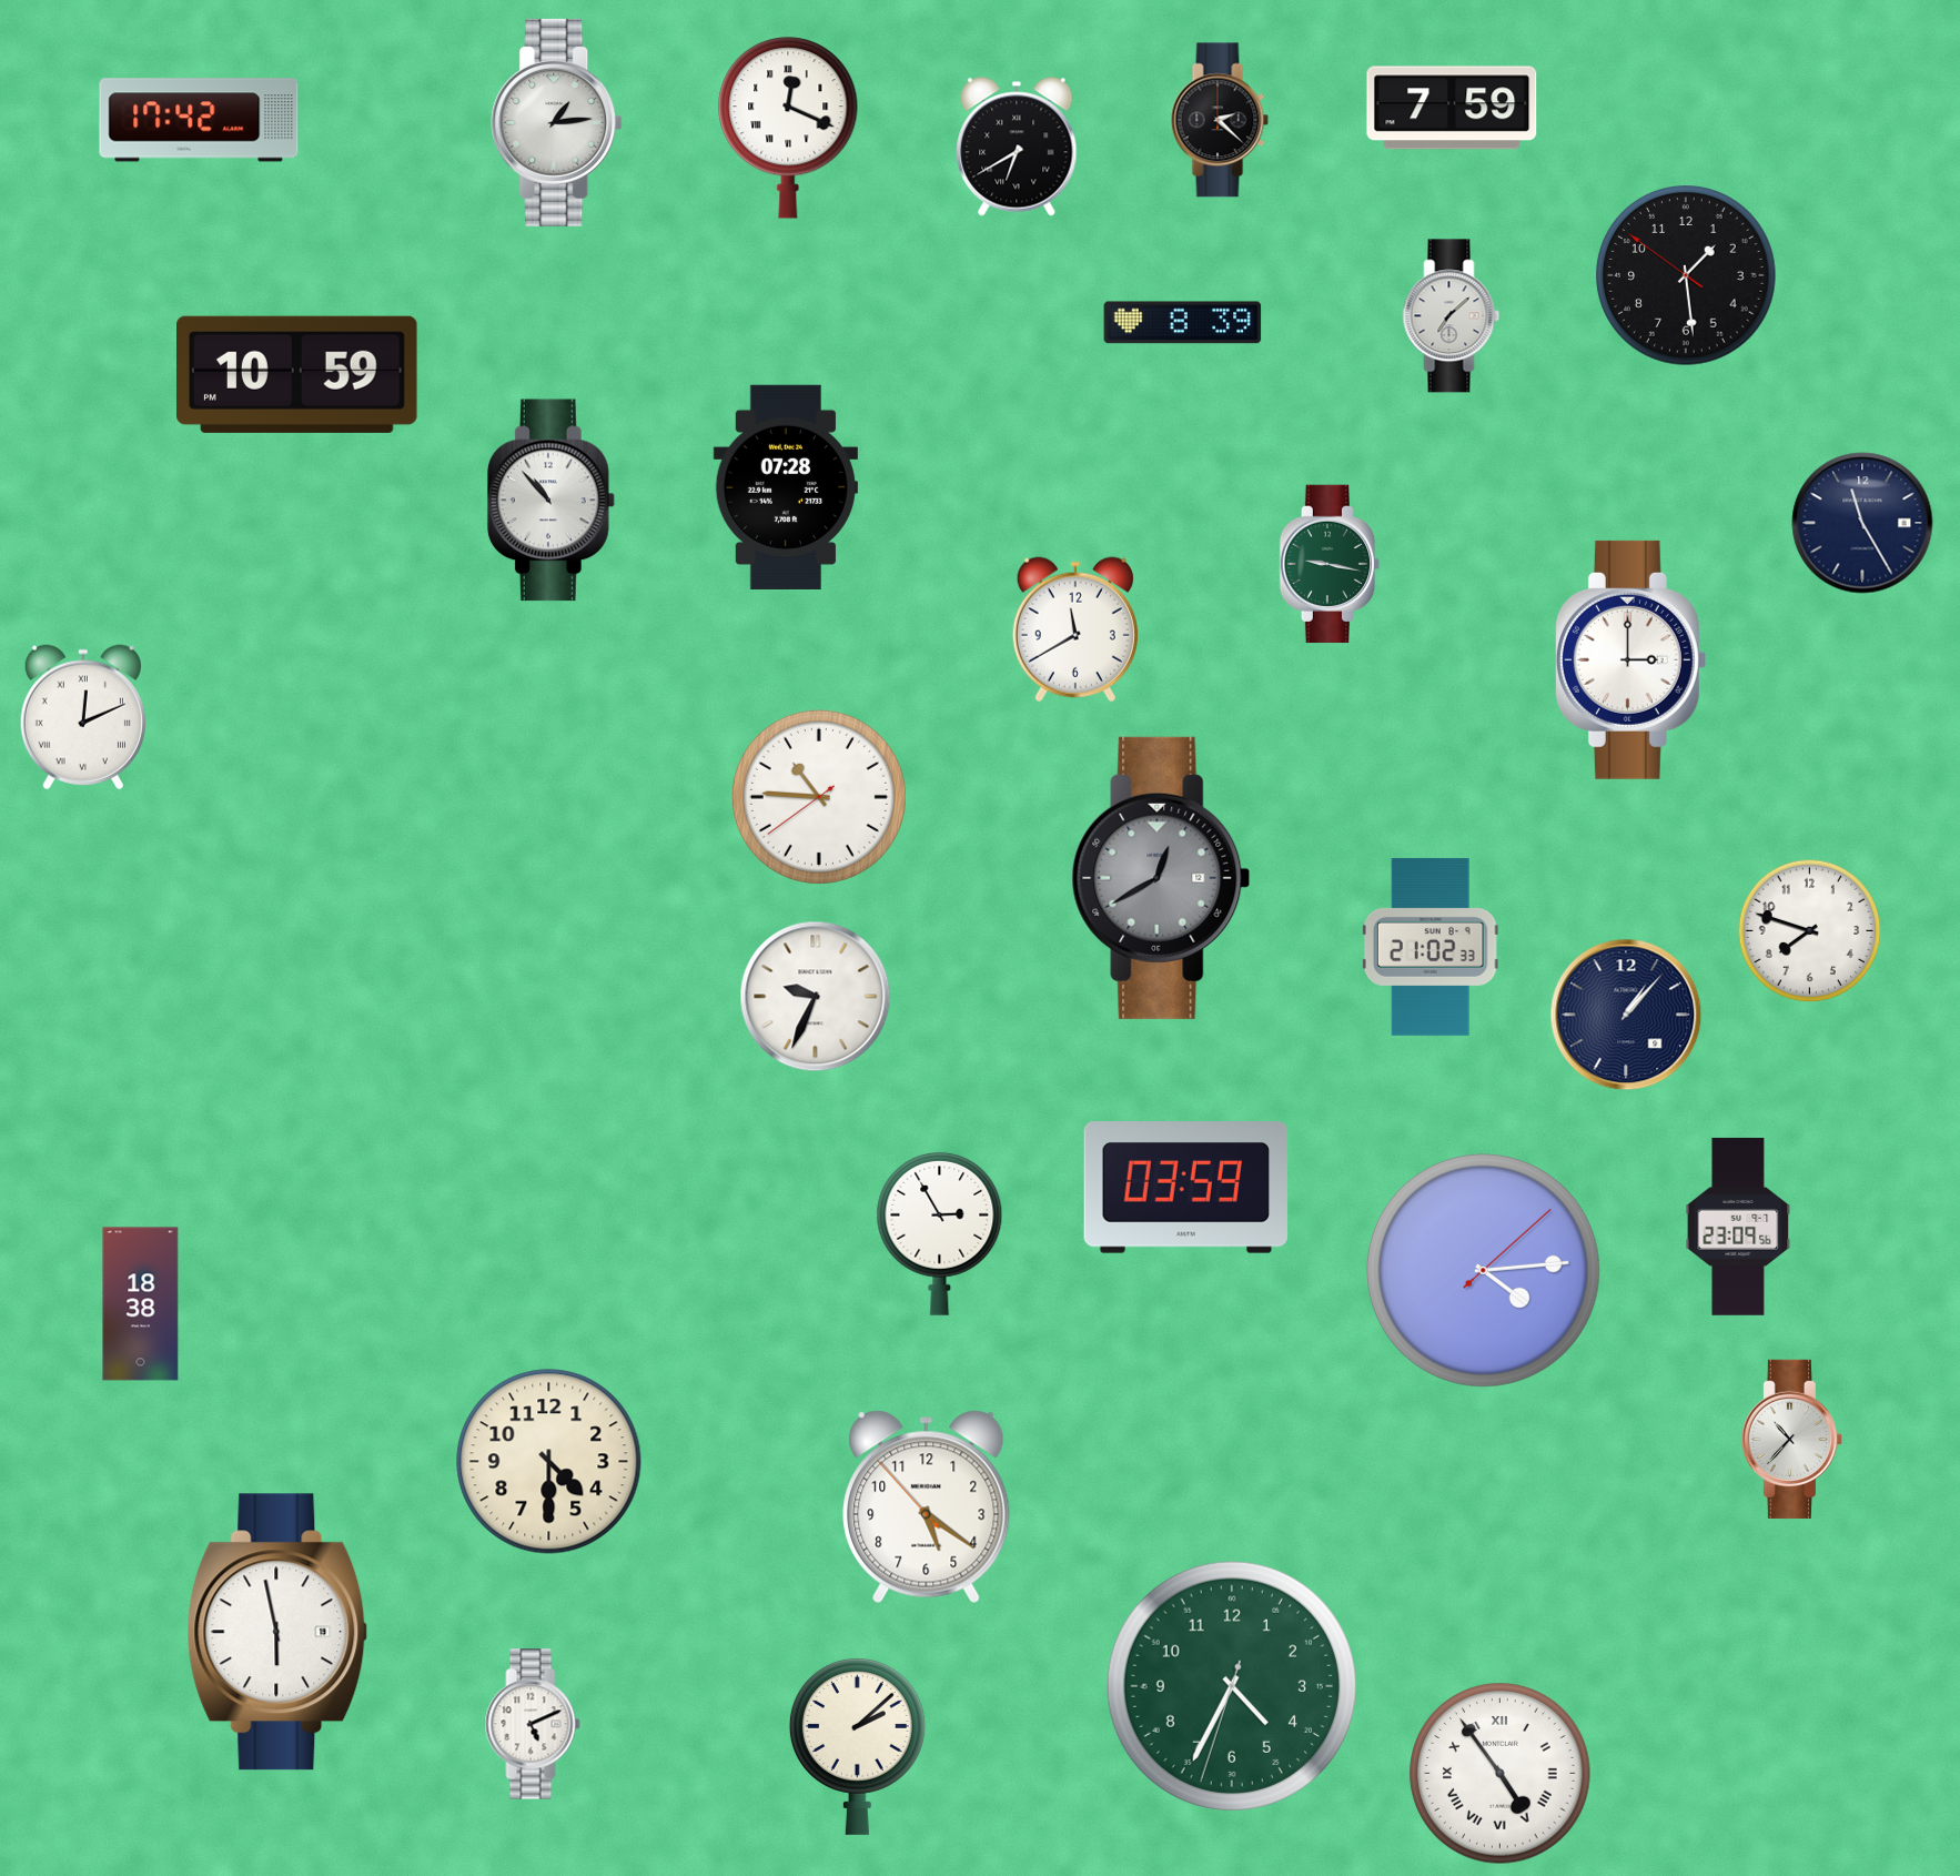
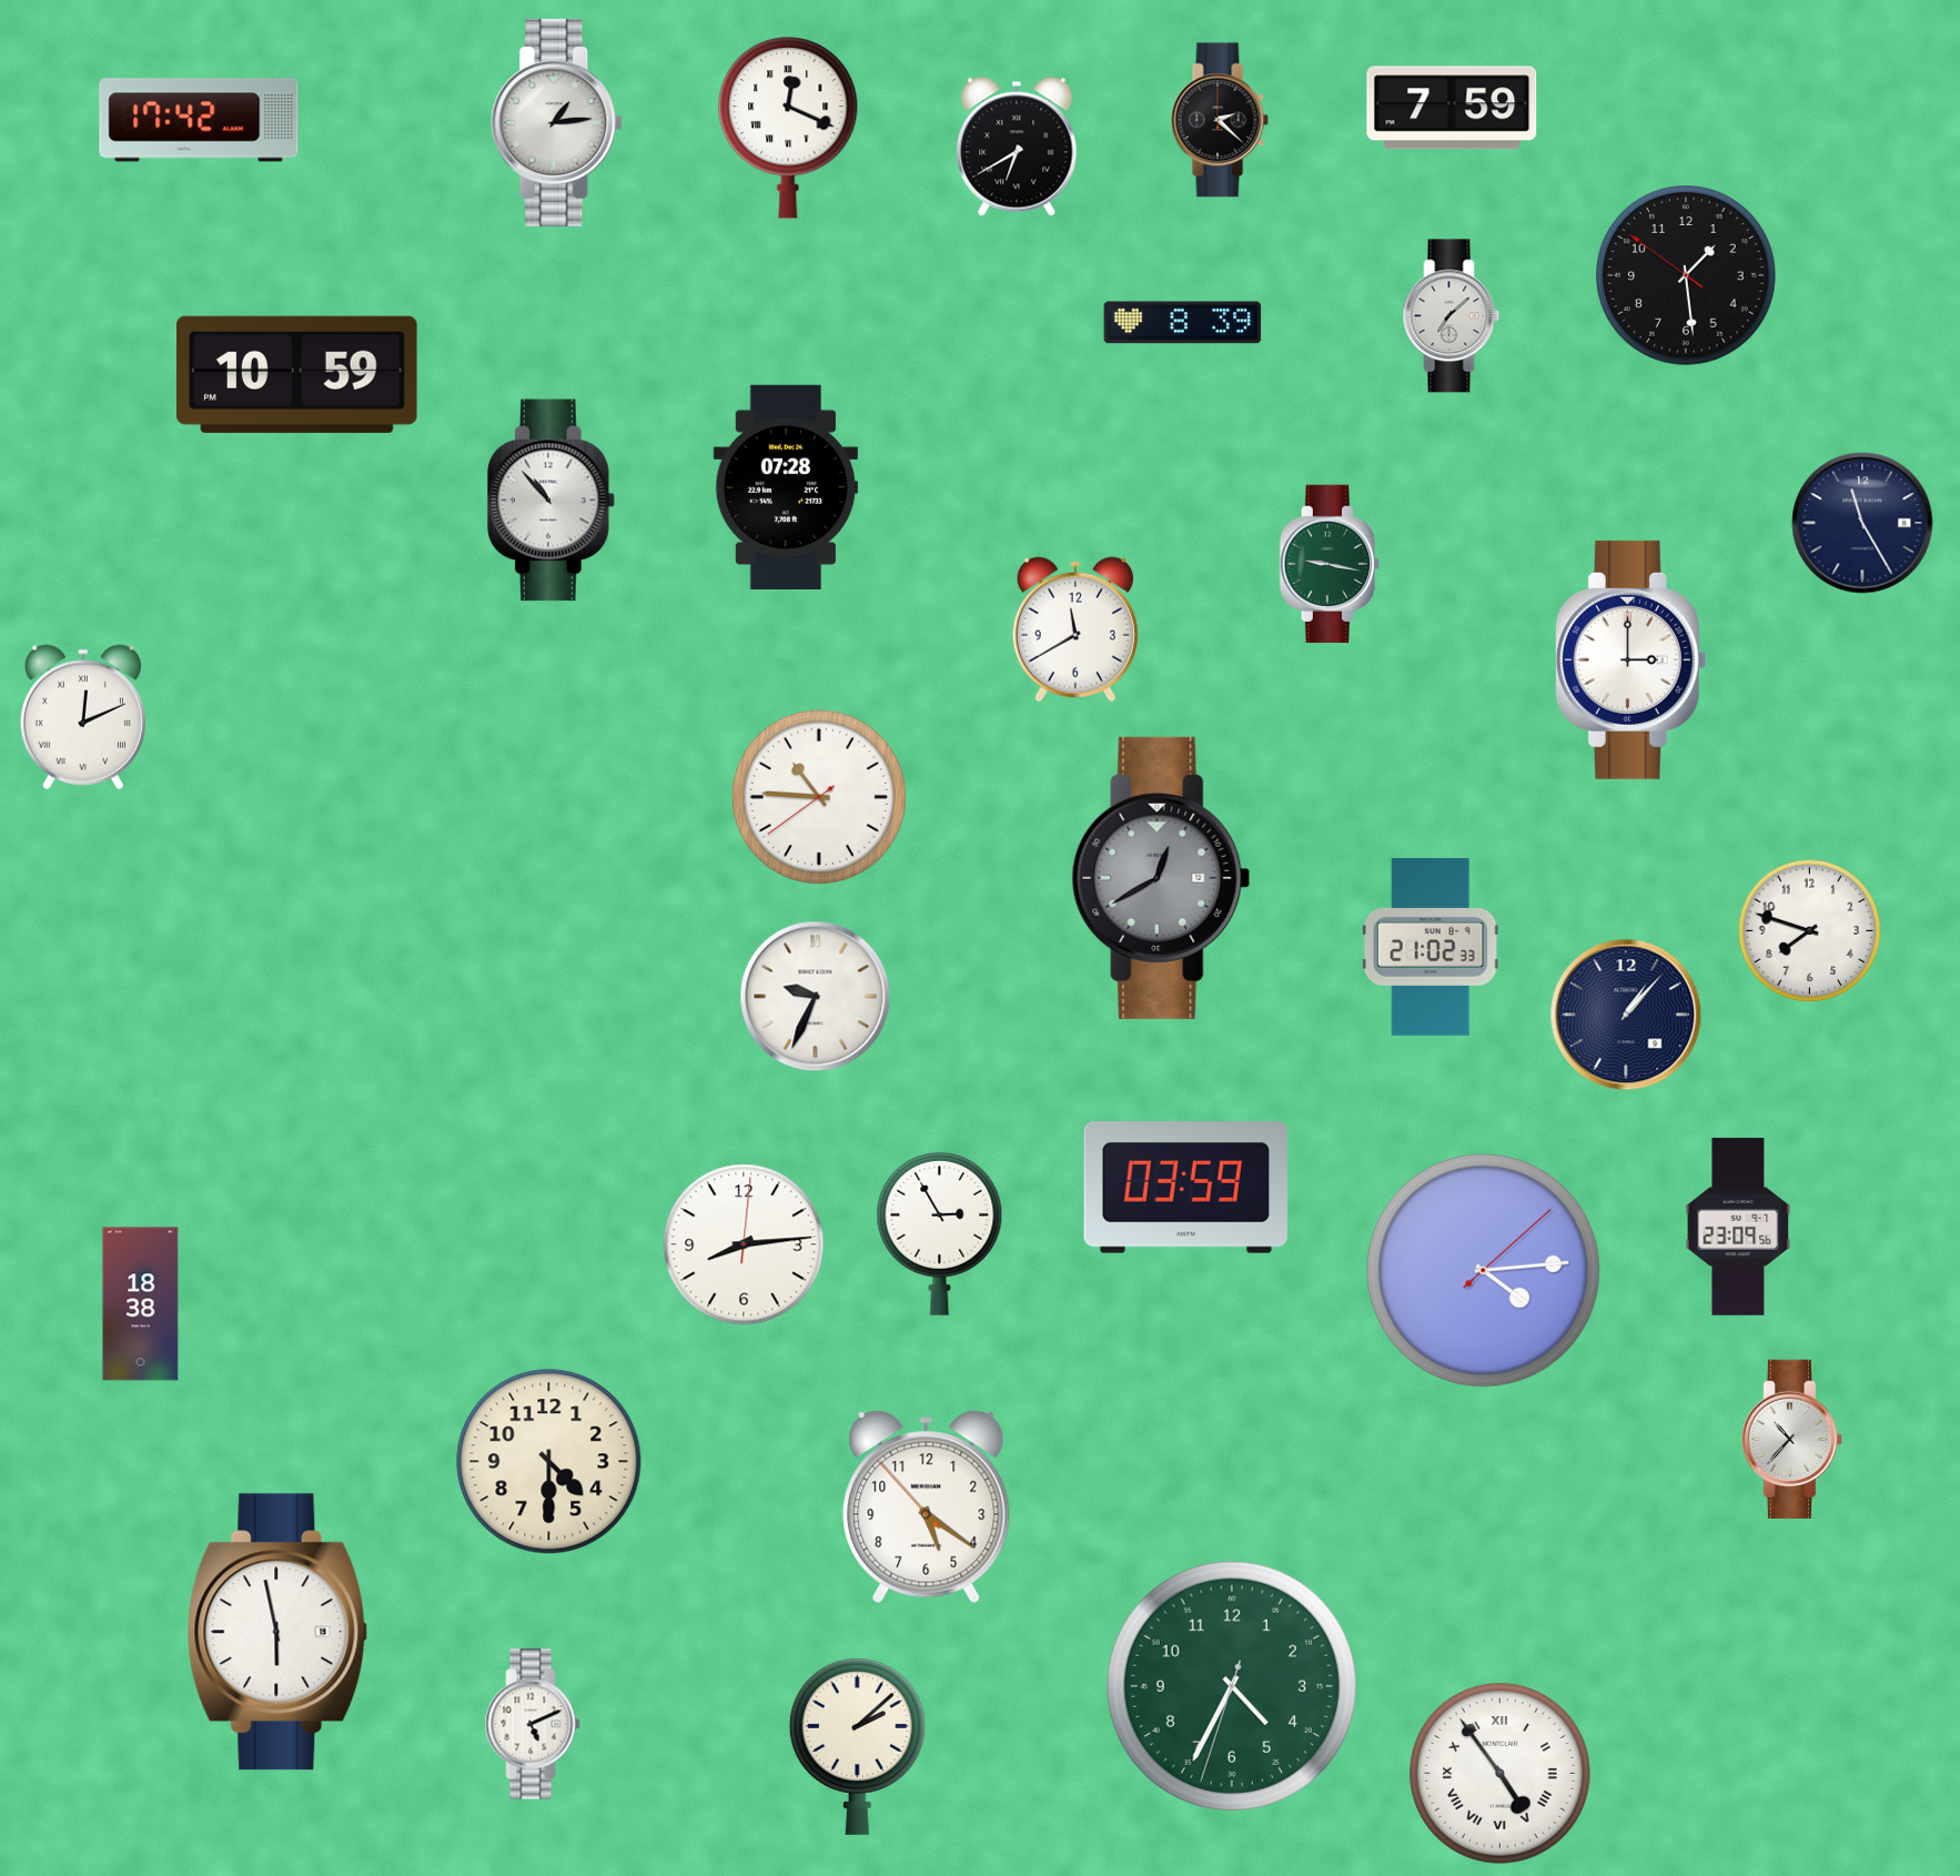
clock at (744, 1244): none -> 8:14
